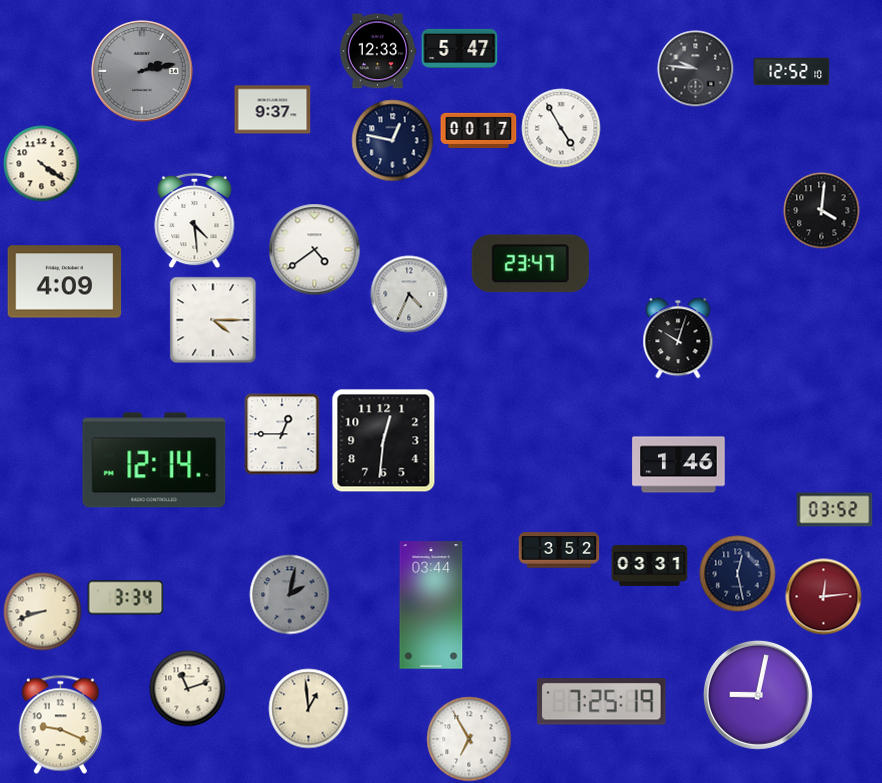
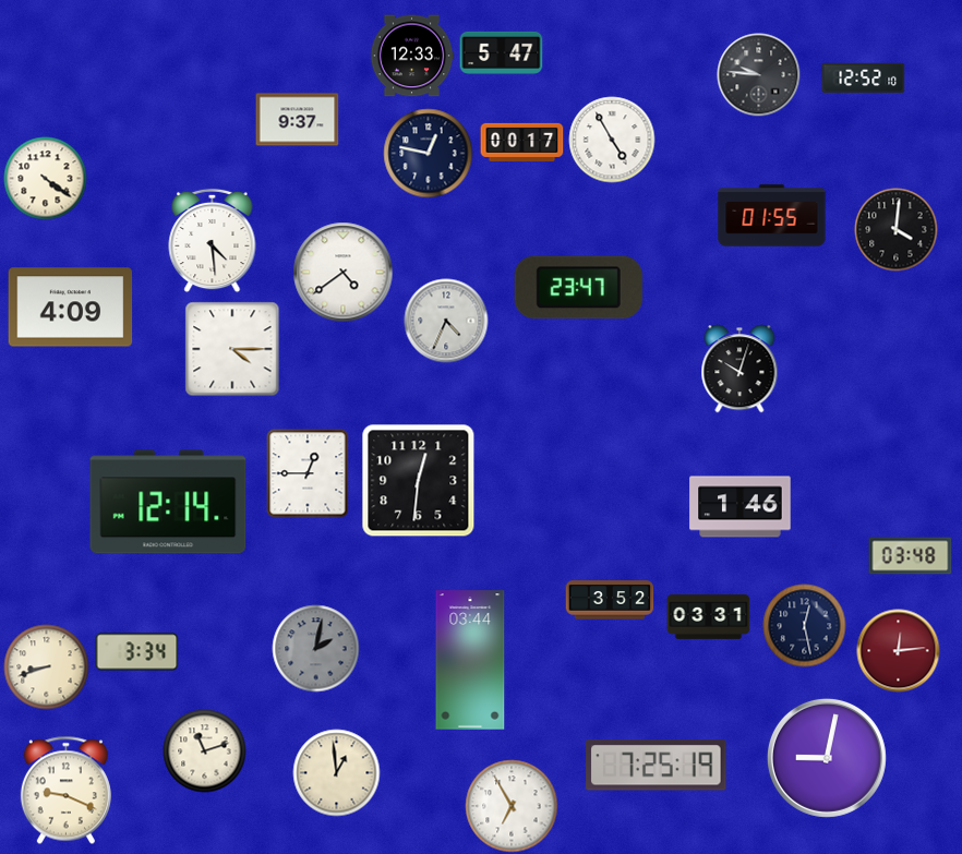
clock at (142, 71): 2:13 -> none
clock at (772, 216): none -> 01:55
clock at (835, 510): 03:52 -> 03:48
